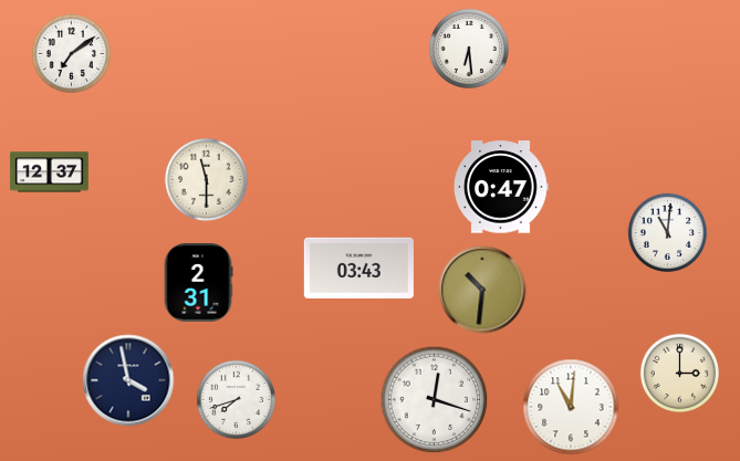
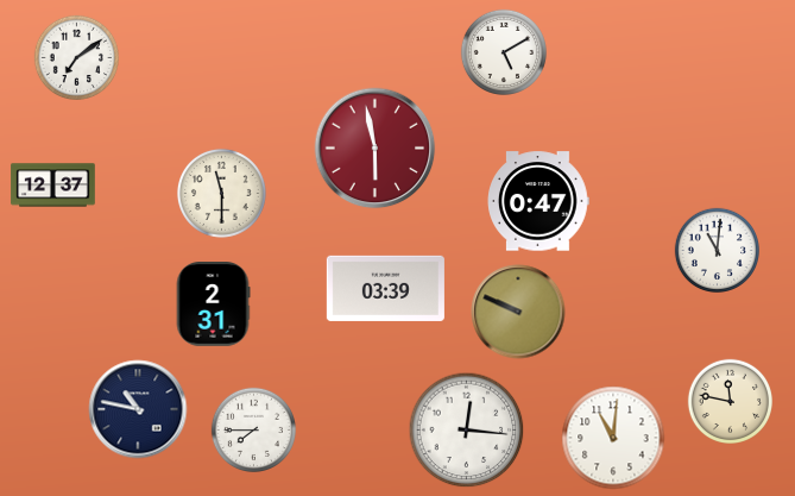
clock at (469, 49): 6:29 -> 5:10
clock at (376, 149): none -> 5:58
clock at (358, 268): 03:43 -> 03:39
clock at (482, 290): 10:31 -> 9:49
clock at (679, 373): 3:00 -> 11:47
clock at (128, 380): 3:58 -> 10:47
clock at (236, 399): 7:42 -> 7:45
clock at (435, 400): 12:18 -> 12:16
